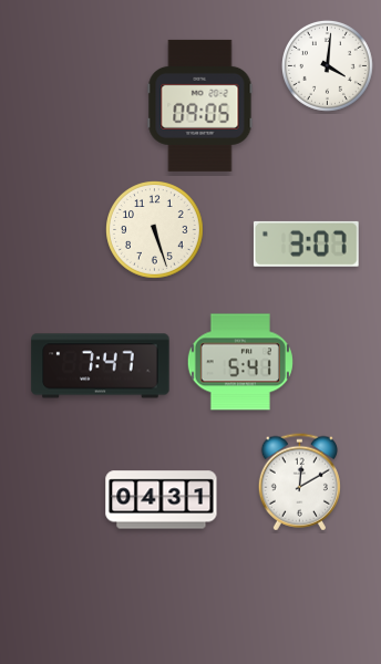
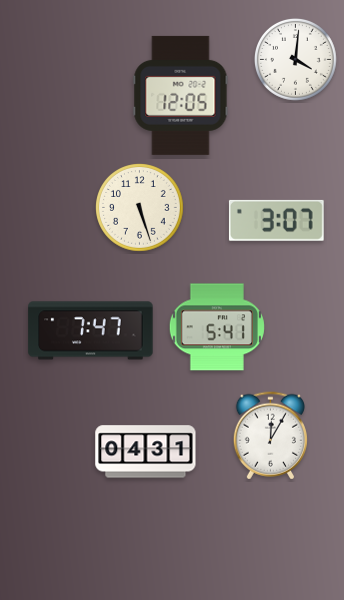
clock at (200, 105): 09:05 -> 12:05
clock at (299, 483): 12:10 -> 12:05
